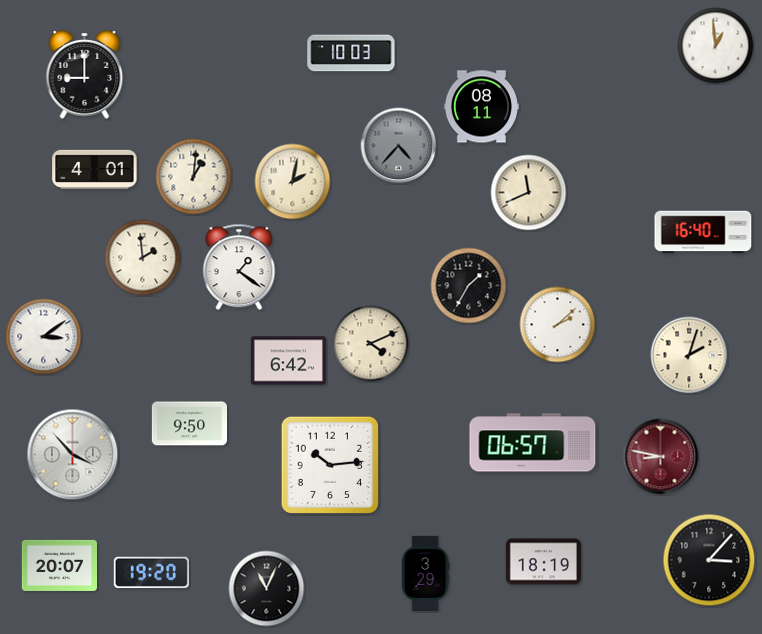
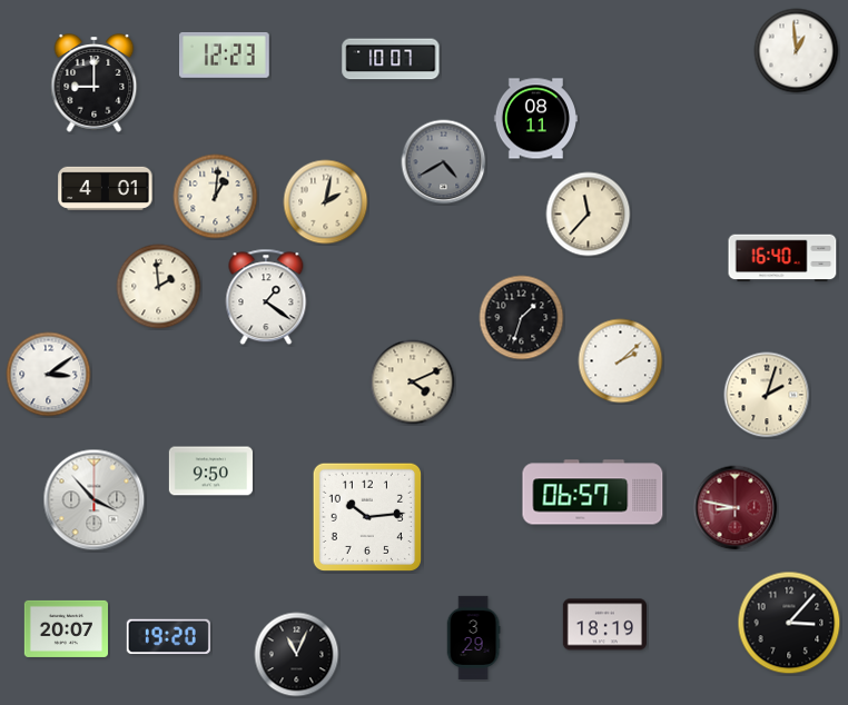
clock at (225, 54): none -> 12:23
clock at (351, 53): 10:03 -> 10:07
clock at (399, 146): 4:37 -> 4:40
clock at (529, 193): 11:41 -> 11:37
clock at (469, 286): 1:35 -> 1:33
clock at (288, 361): 6:42 -> none
clock at (73, 455) position: (73, 455) -> (95, 500)
